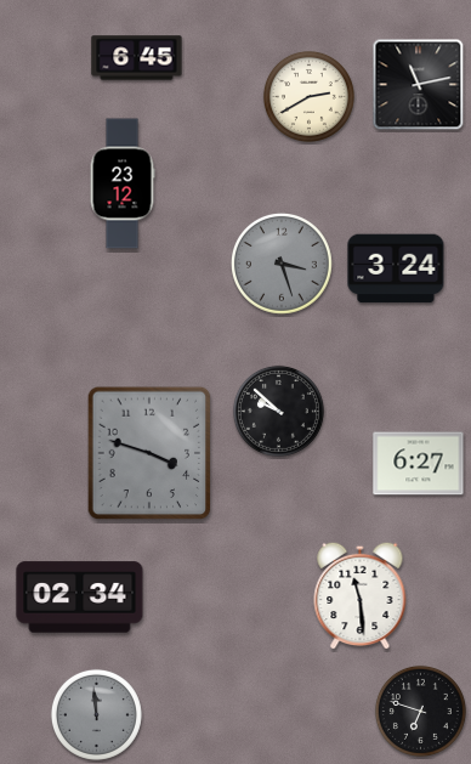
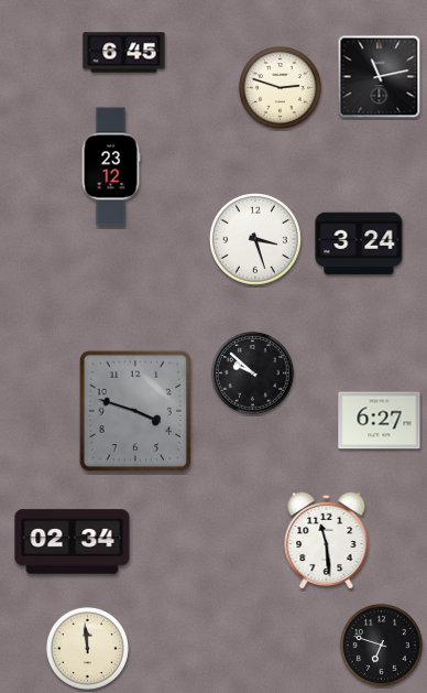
clock at (308, 96): 2:40 -> 2:48
clock at (283, 265) dial: grey -> white
clock at (96, 714) dial: grey -> cream
